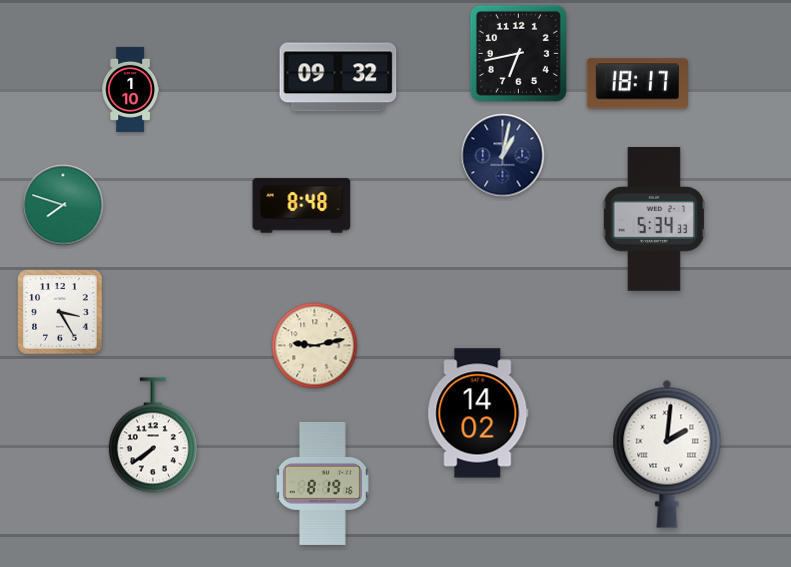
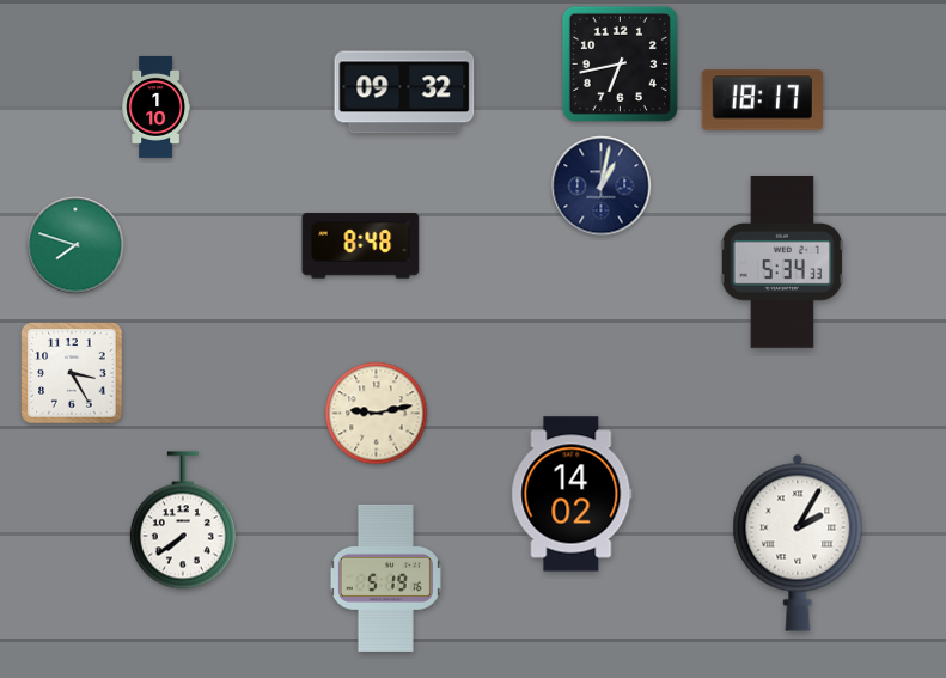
clock at (667, 454): 2:01 -> 2:05
clock at (322, 483): 8:19 -> 5:19
